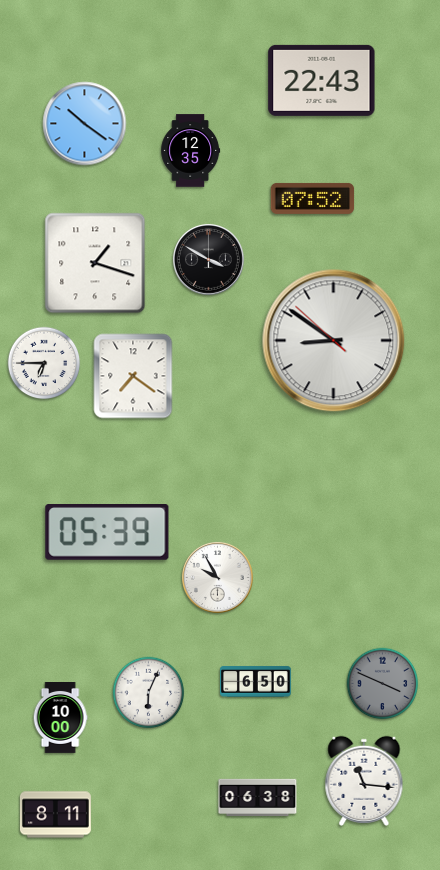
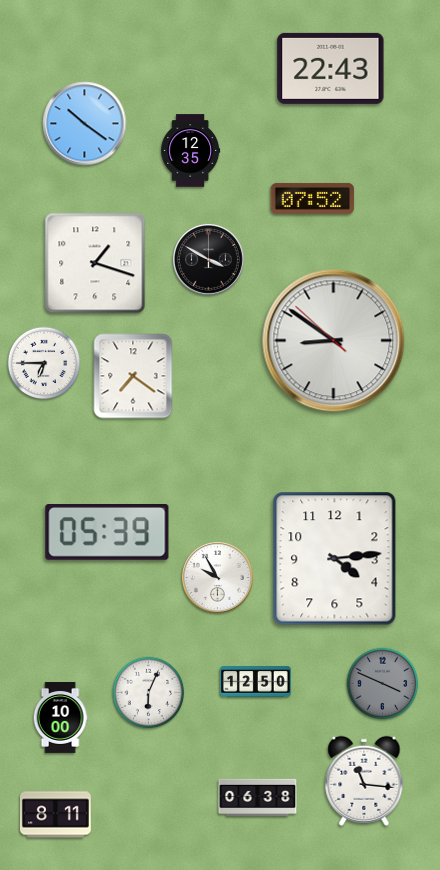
clock at (322, 80) position: (322, 80) -> (331, 68)
clock at (335, 559): none -> 4:14
clock at (255, 682): 6:50 -> 12:50
